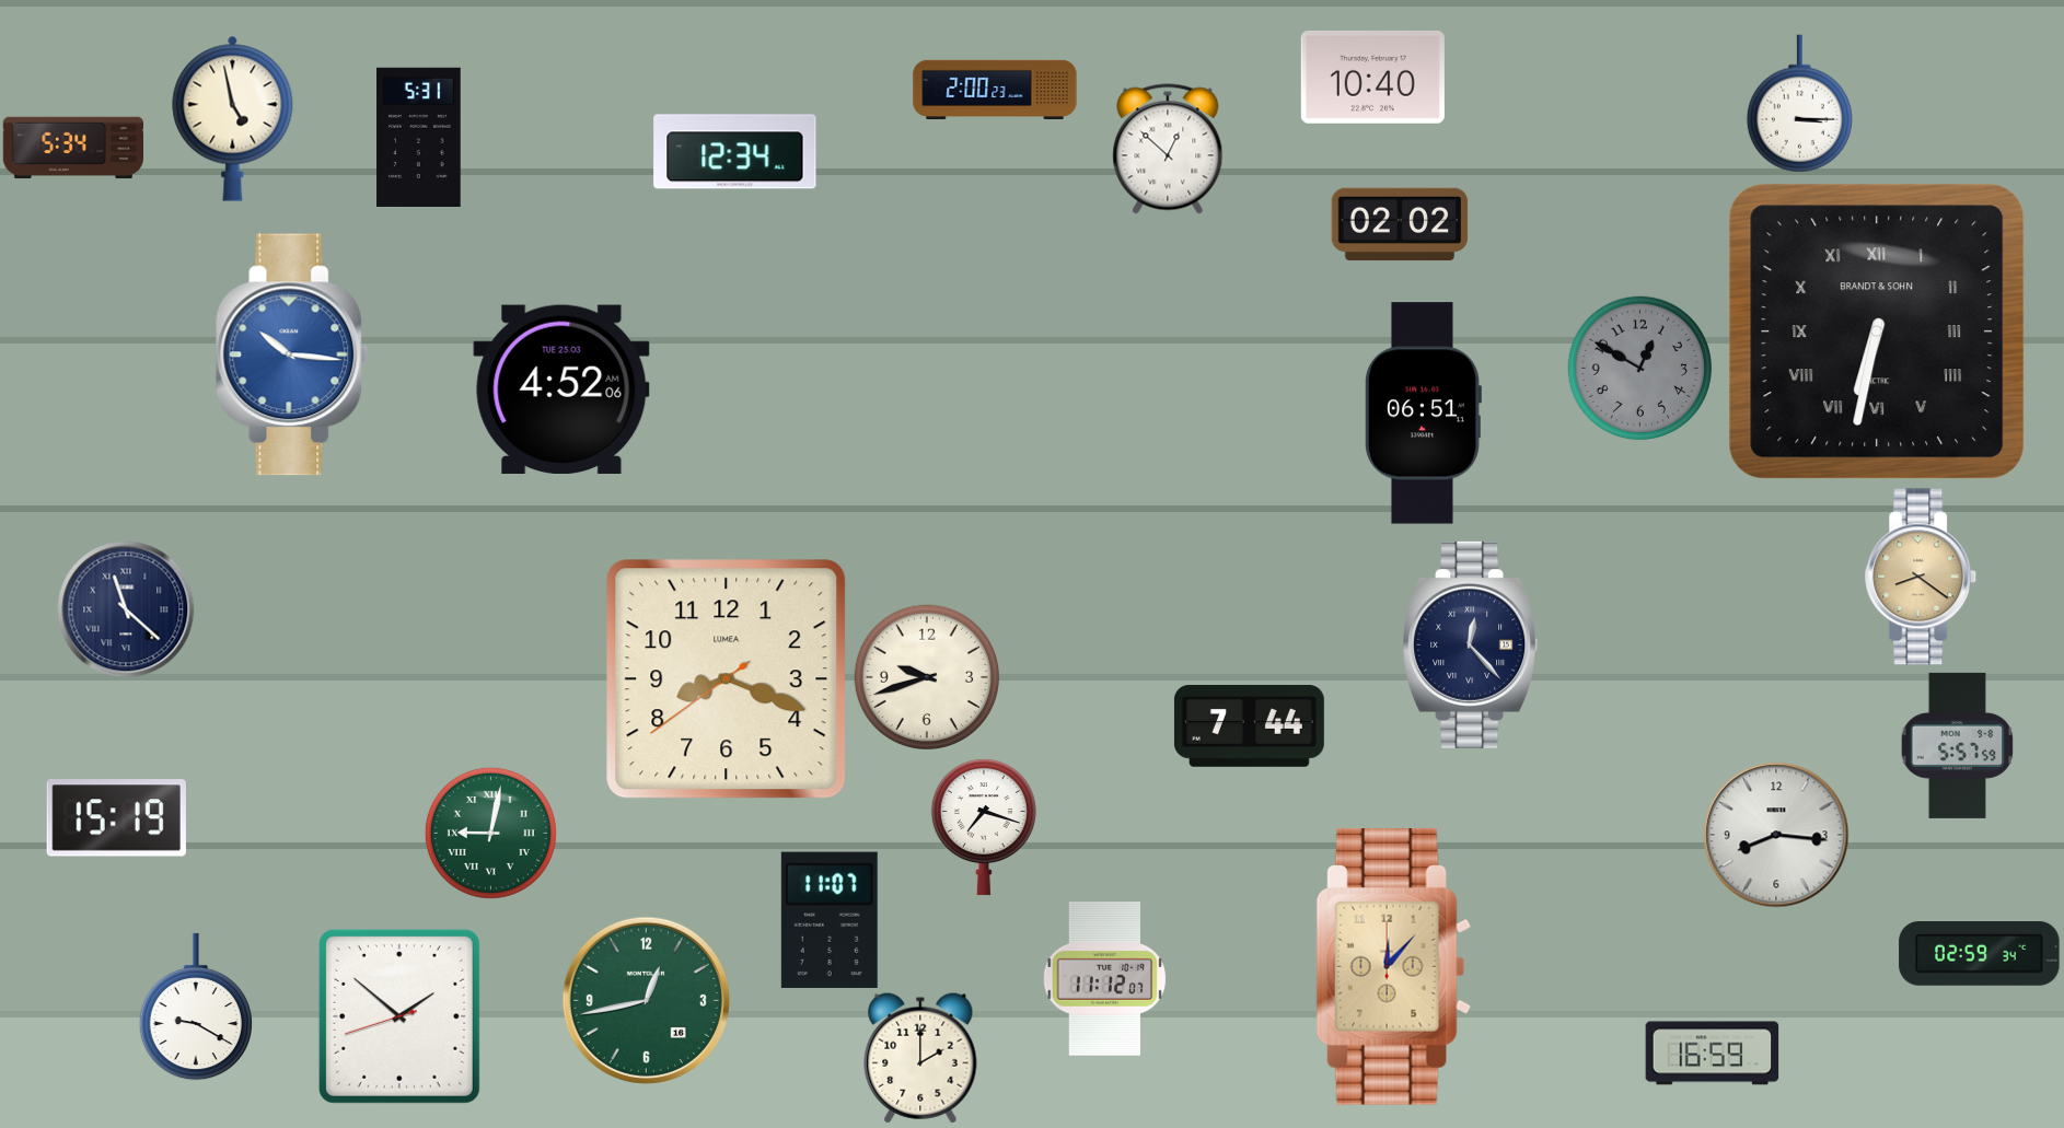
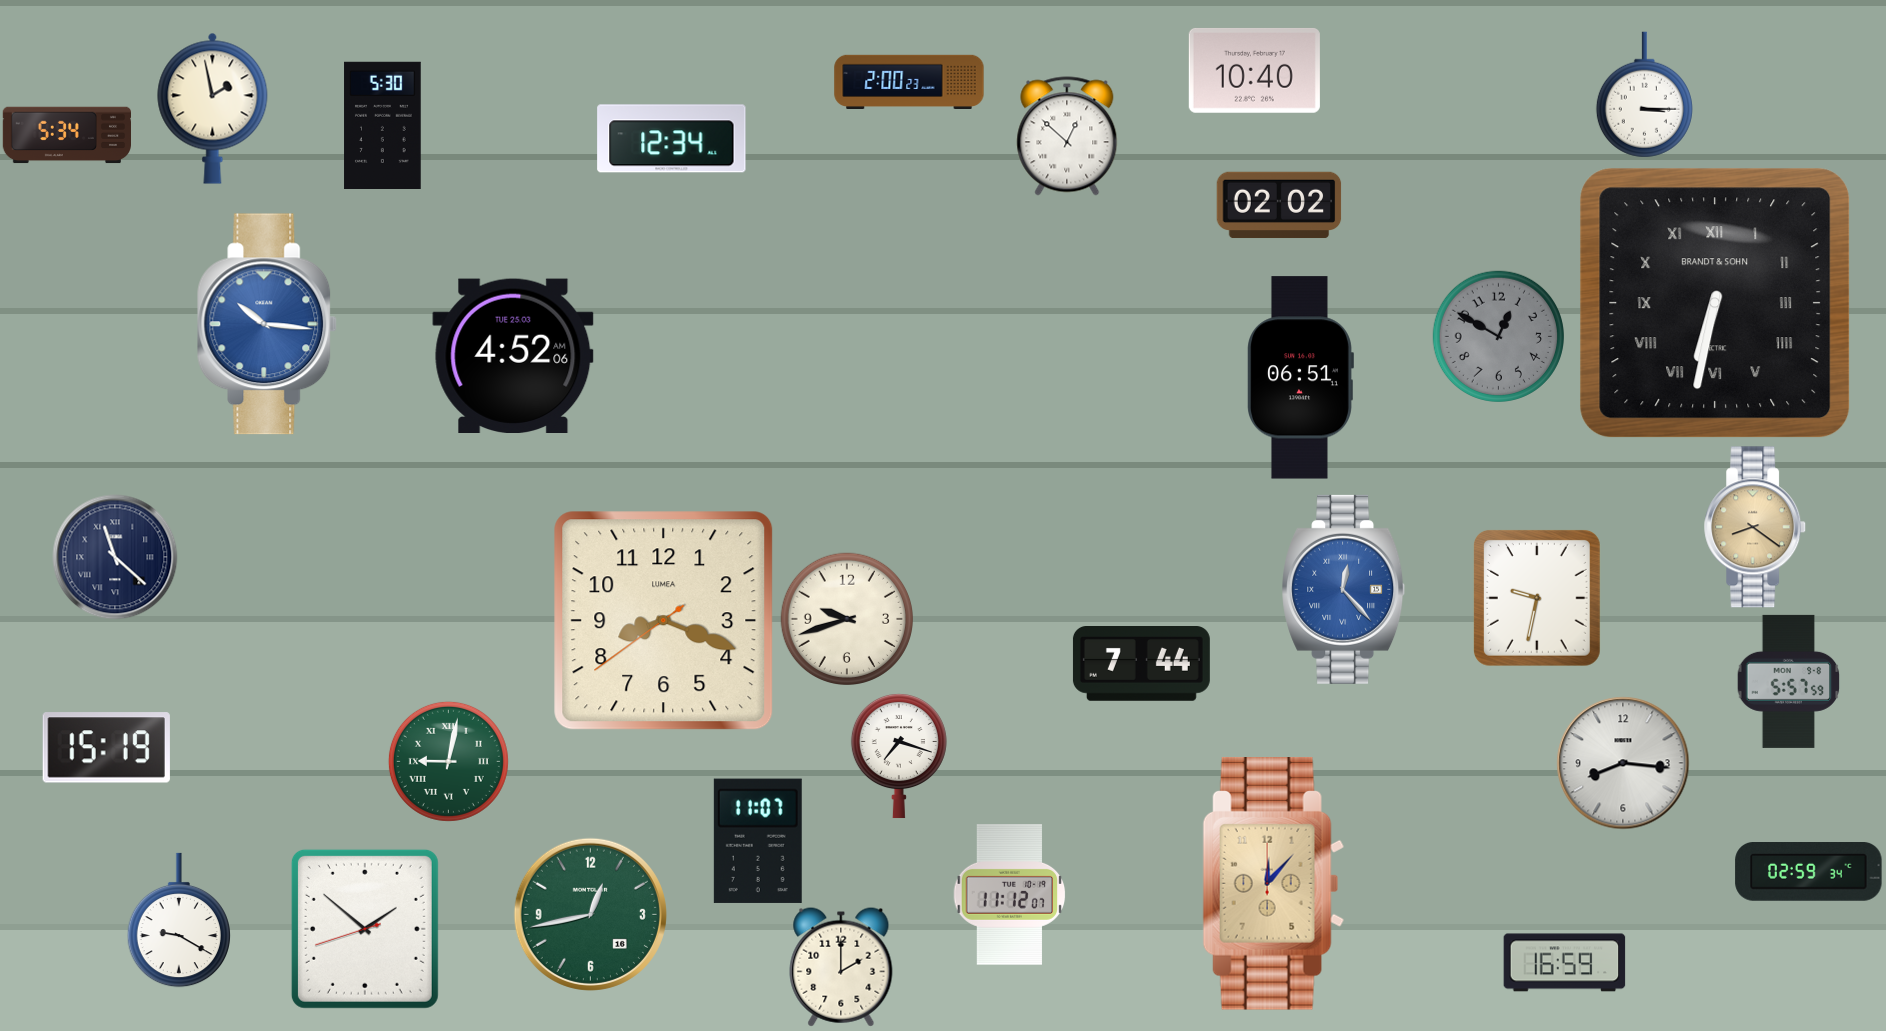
clock at (233, 118): 4:58 -> 1:58
clock at (419, 137): 5:31 -> 5:30
clock at (1471, 644) dial: navy -> blue
clock at (1537, 598): none -> 9:32
